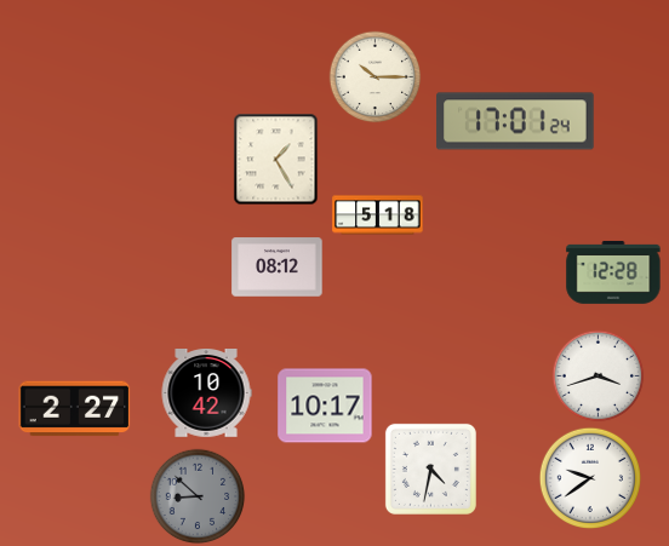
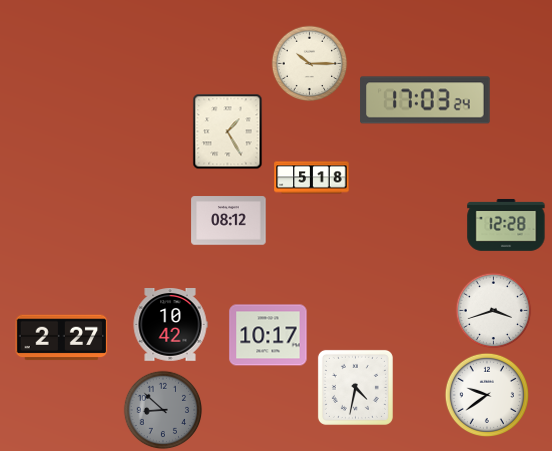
clock at (515, 121): 17:01 -> 17:03
